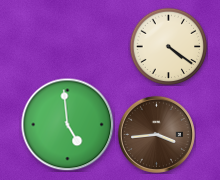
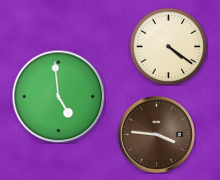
clock at (67, 124) position: (67, 124) -> (58, 96)
clock at (156, 134): 3:44 -> 3:46
